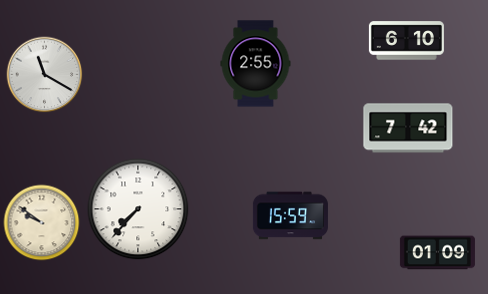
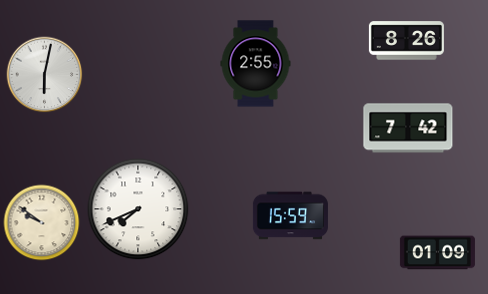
clock at (406, 41): 6:10 -> 8:26
clock at (45, 75): 11:20 -> 6:02
clock at (138, 209): 7:37 -> 7:41
